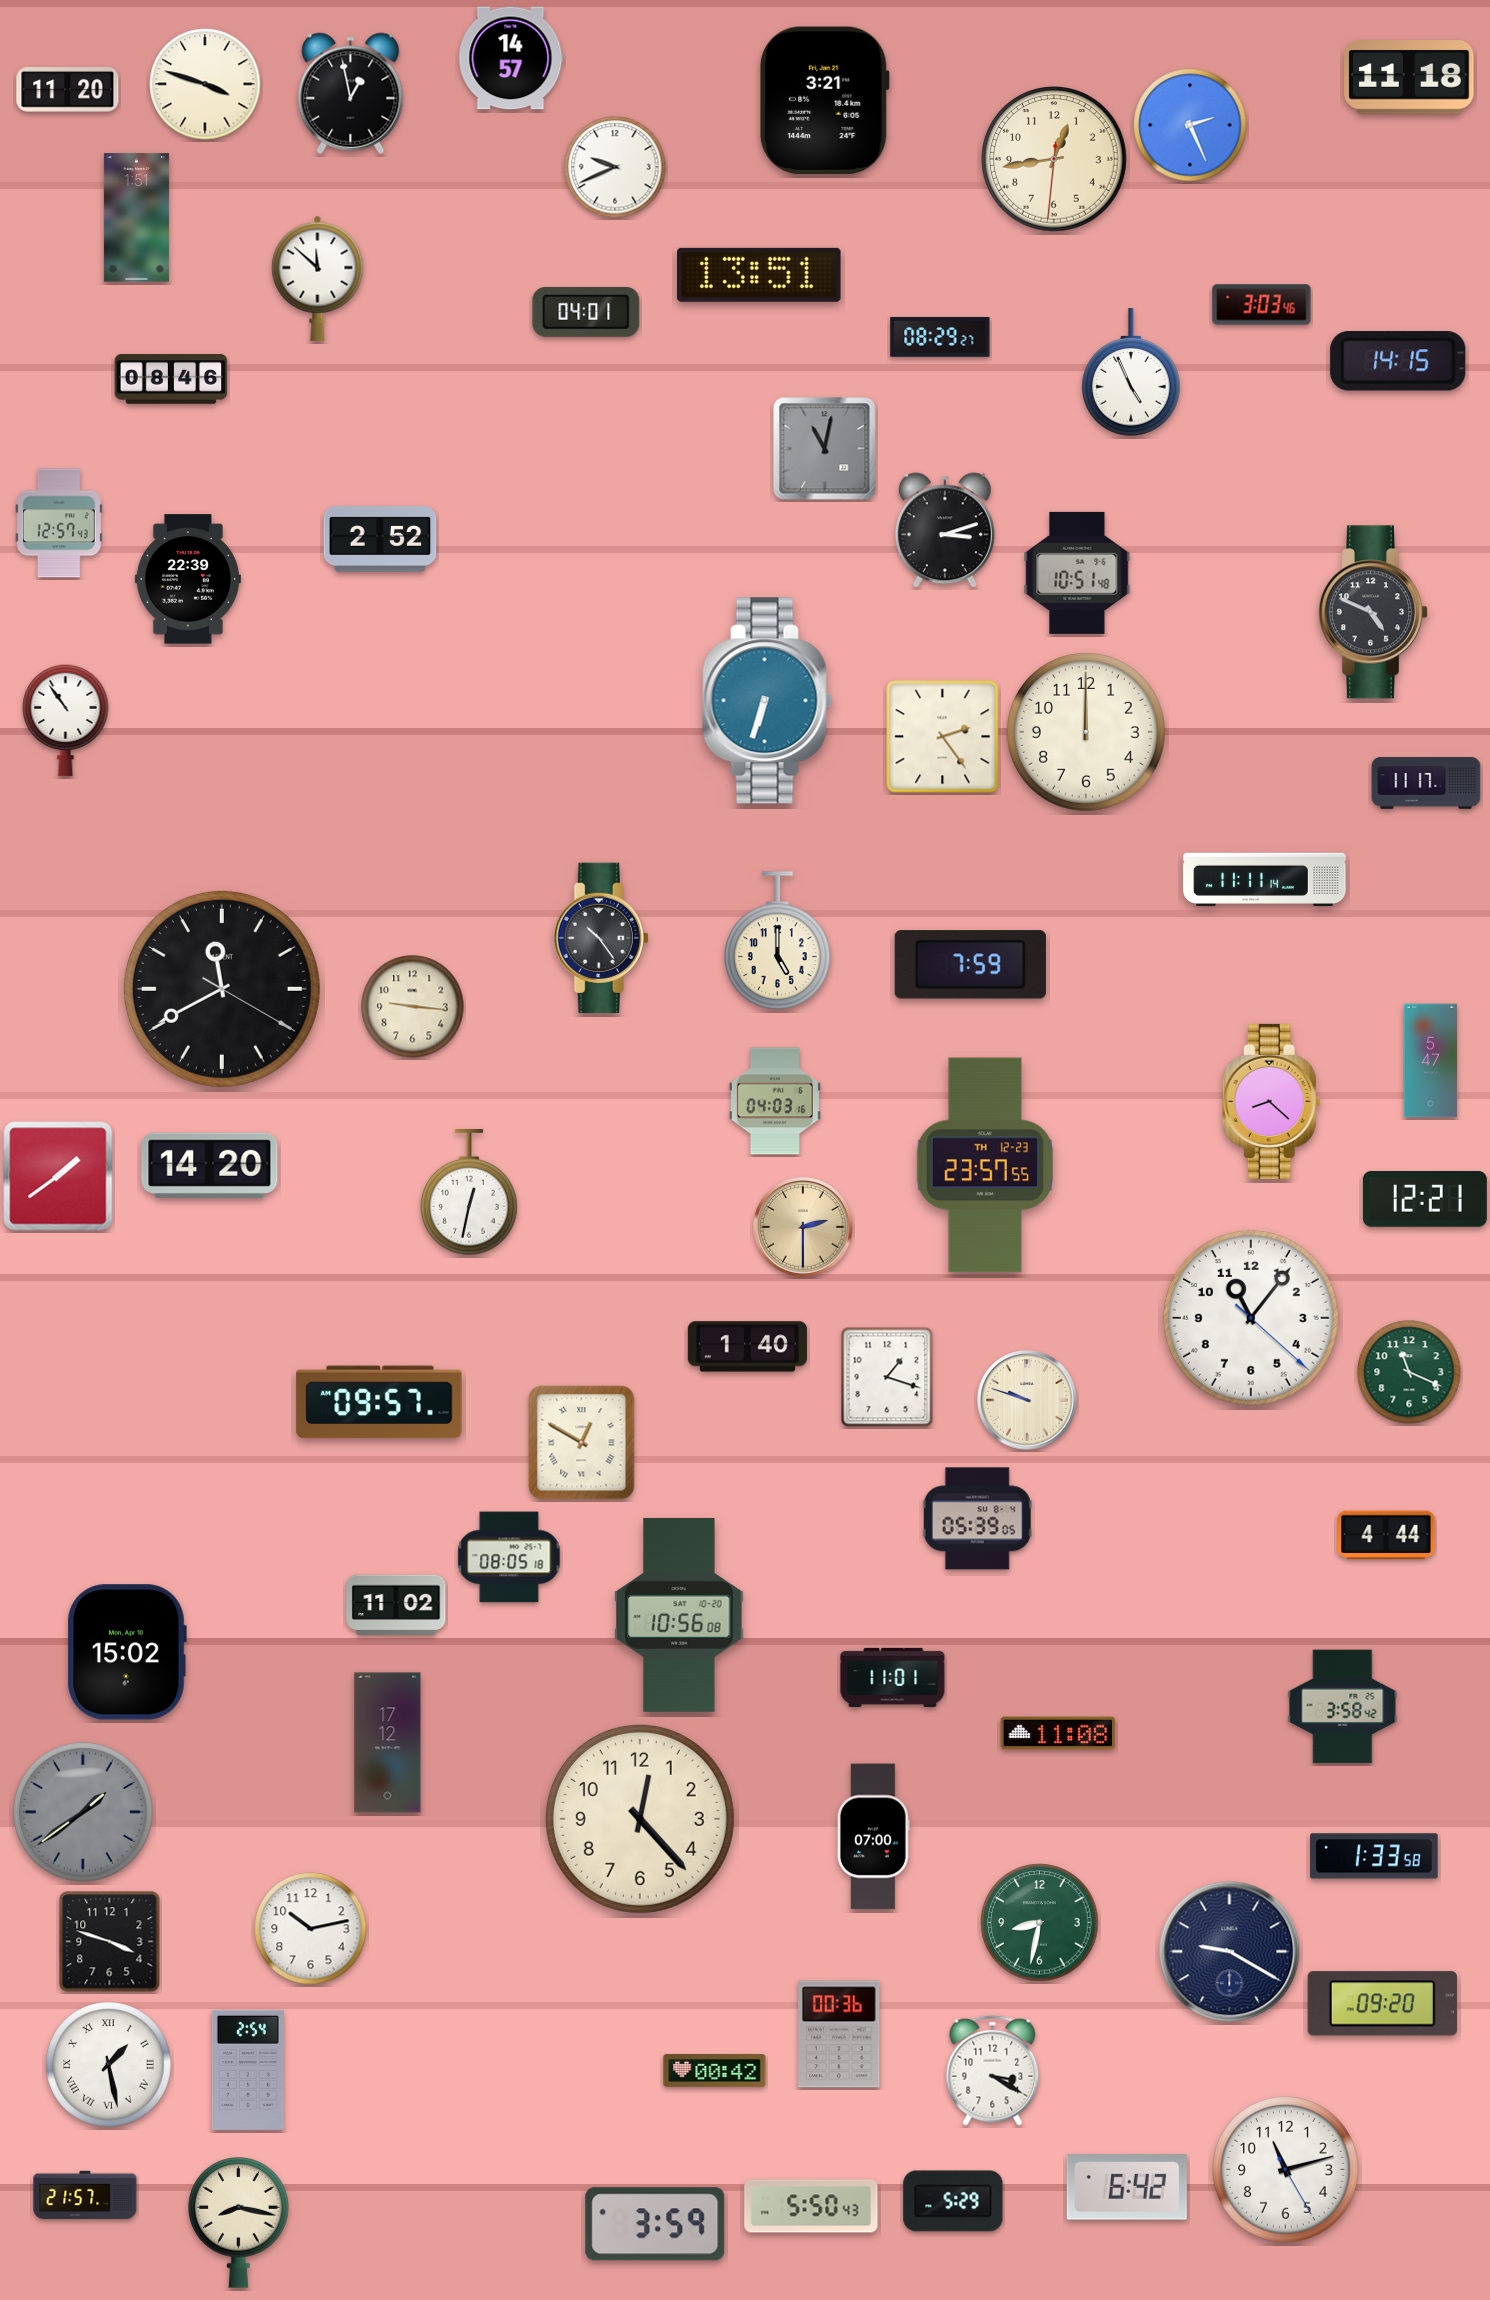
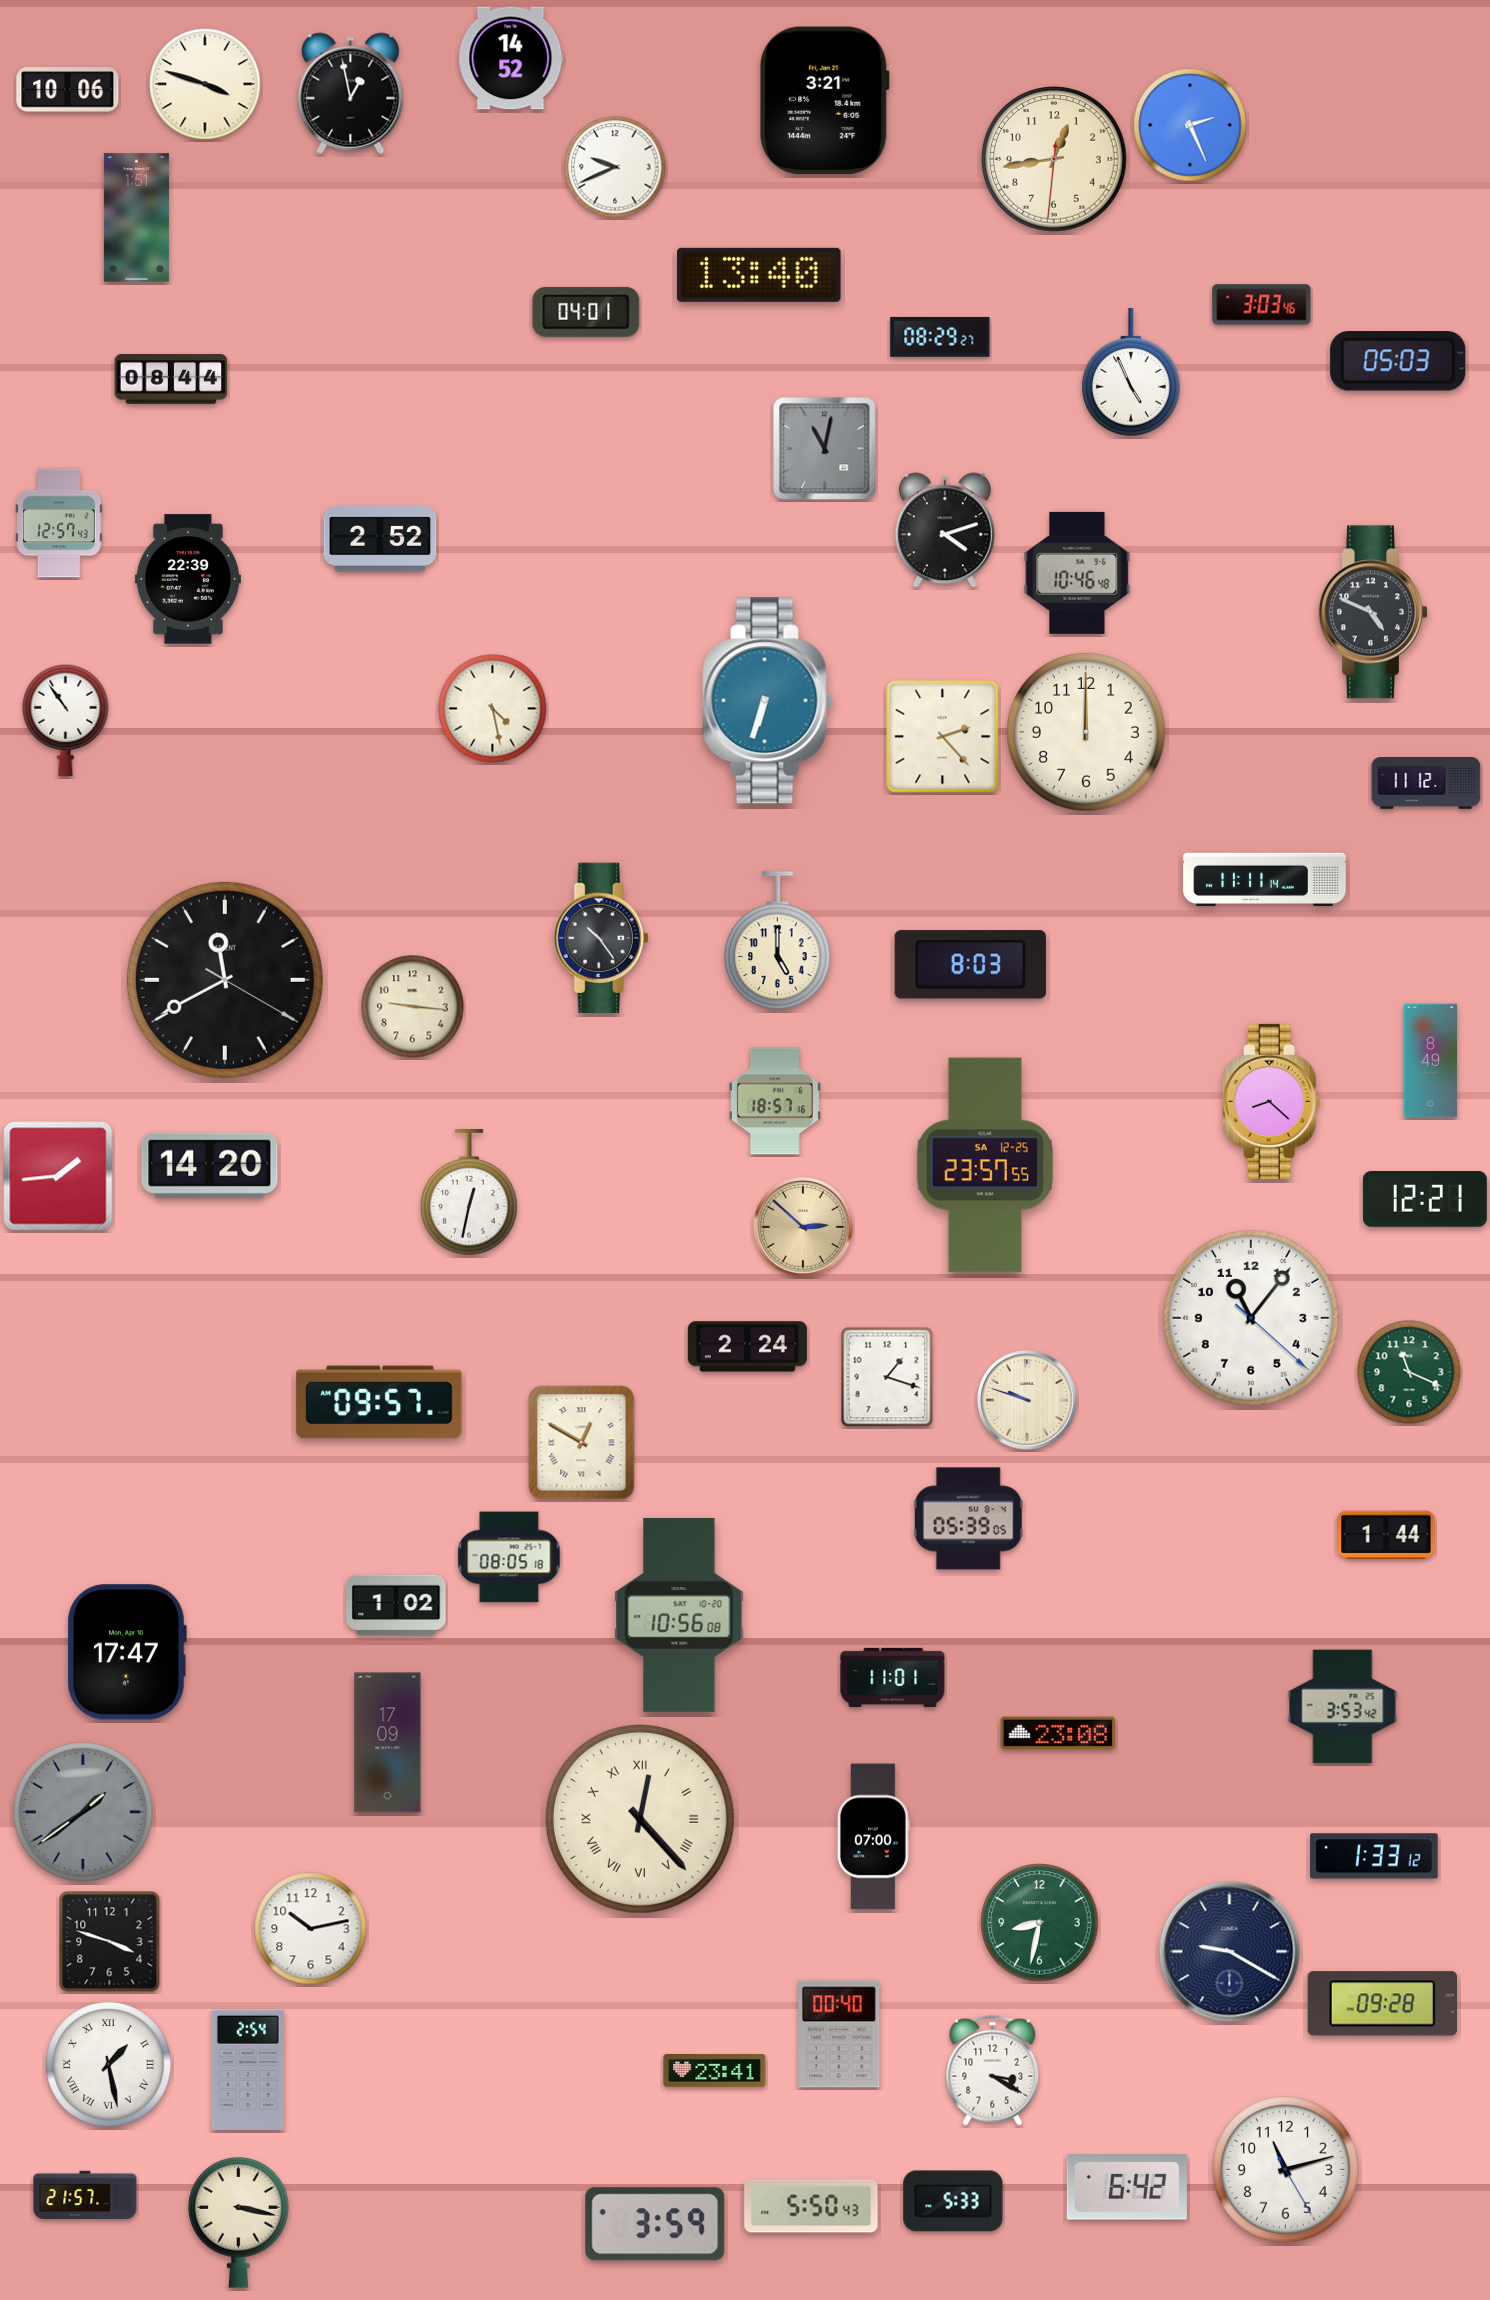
clock at (511, 58): 14:57 -> 14:52
clock at (1409, 78): 11:18 -> none
clock at (68, 90): 11:20 -> 10:06
clock at (760, 275): 13:51 -> 13:40
clock at (318, 278): 11:52 -> none
clock at (1398, 362): 14:15 -> 05:03
clock at (171, 379): 08:46 -> 08:44
clock at (945, 530): 3:12 -> 4:12
clock at (1077, 573): 10:51 -> 10:46
clock at (493, 709): none -> 4:28
clock at (943, 737): 2:24 -> 2:23
clock at (1426, 783): 11:17 -> 11:12
clock at (970, 965): 7:59 -> 8:03
clock at (222, 989) position: (222, 989) -> (225, 980)
clock at (1430, 1061): 5:47 -> 8:49
clock at (775, 1101): 04:03 -> 18:57
clock at (984, 1165) date: TH 12-23 -> SA 12-25
clock at (58, 1176): 1:39 -> 1:44
clock at (803, 1227): 2:30 -> 2:52
clock at (747, 1347): 1:40 -> 2:24
clock at (977, 1519) position: (977, 1519) -> (968, 1519)
clock at (1386, 1535): 4:44 -> 1:44
clock at (396, 1605): 11:02 -> 1:02
clock at (127, 1652): 15:02 -> 17:47
clock at (1343, 1707): 3:58 -> 3:53
clock at (1058, 1733): 11:08 -> 23:08
clock at (388, 1743): 17:12 -> 17:09
clock at (640, 1819) numerals: Arabic -> Roman
clock at (1374, 1856): 1:33:58 -> 1:33:12
clock at (1382, 2004): 09:20 -> 09:28
clock at (839, 2034): 00:36 -> 00:40
clock at (715, 2071): 00:42 -> 23:41
clock at (953, 2201): 5:29 -> 5:33
clock at (239, 2223): 8:17 -> 3:17
